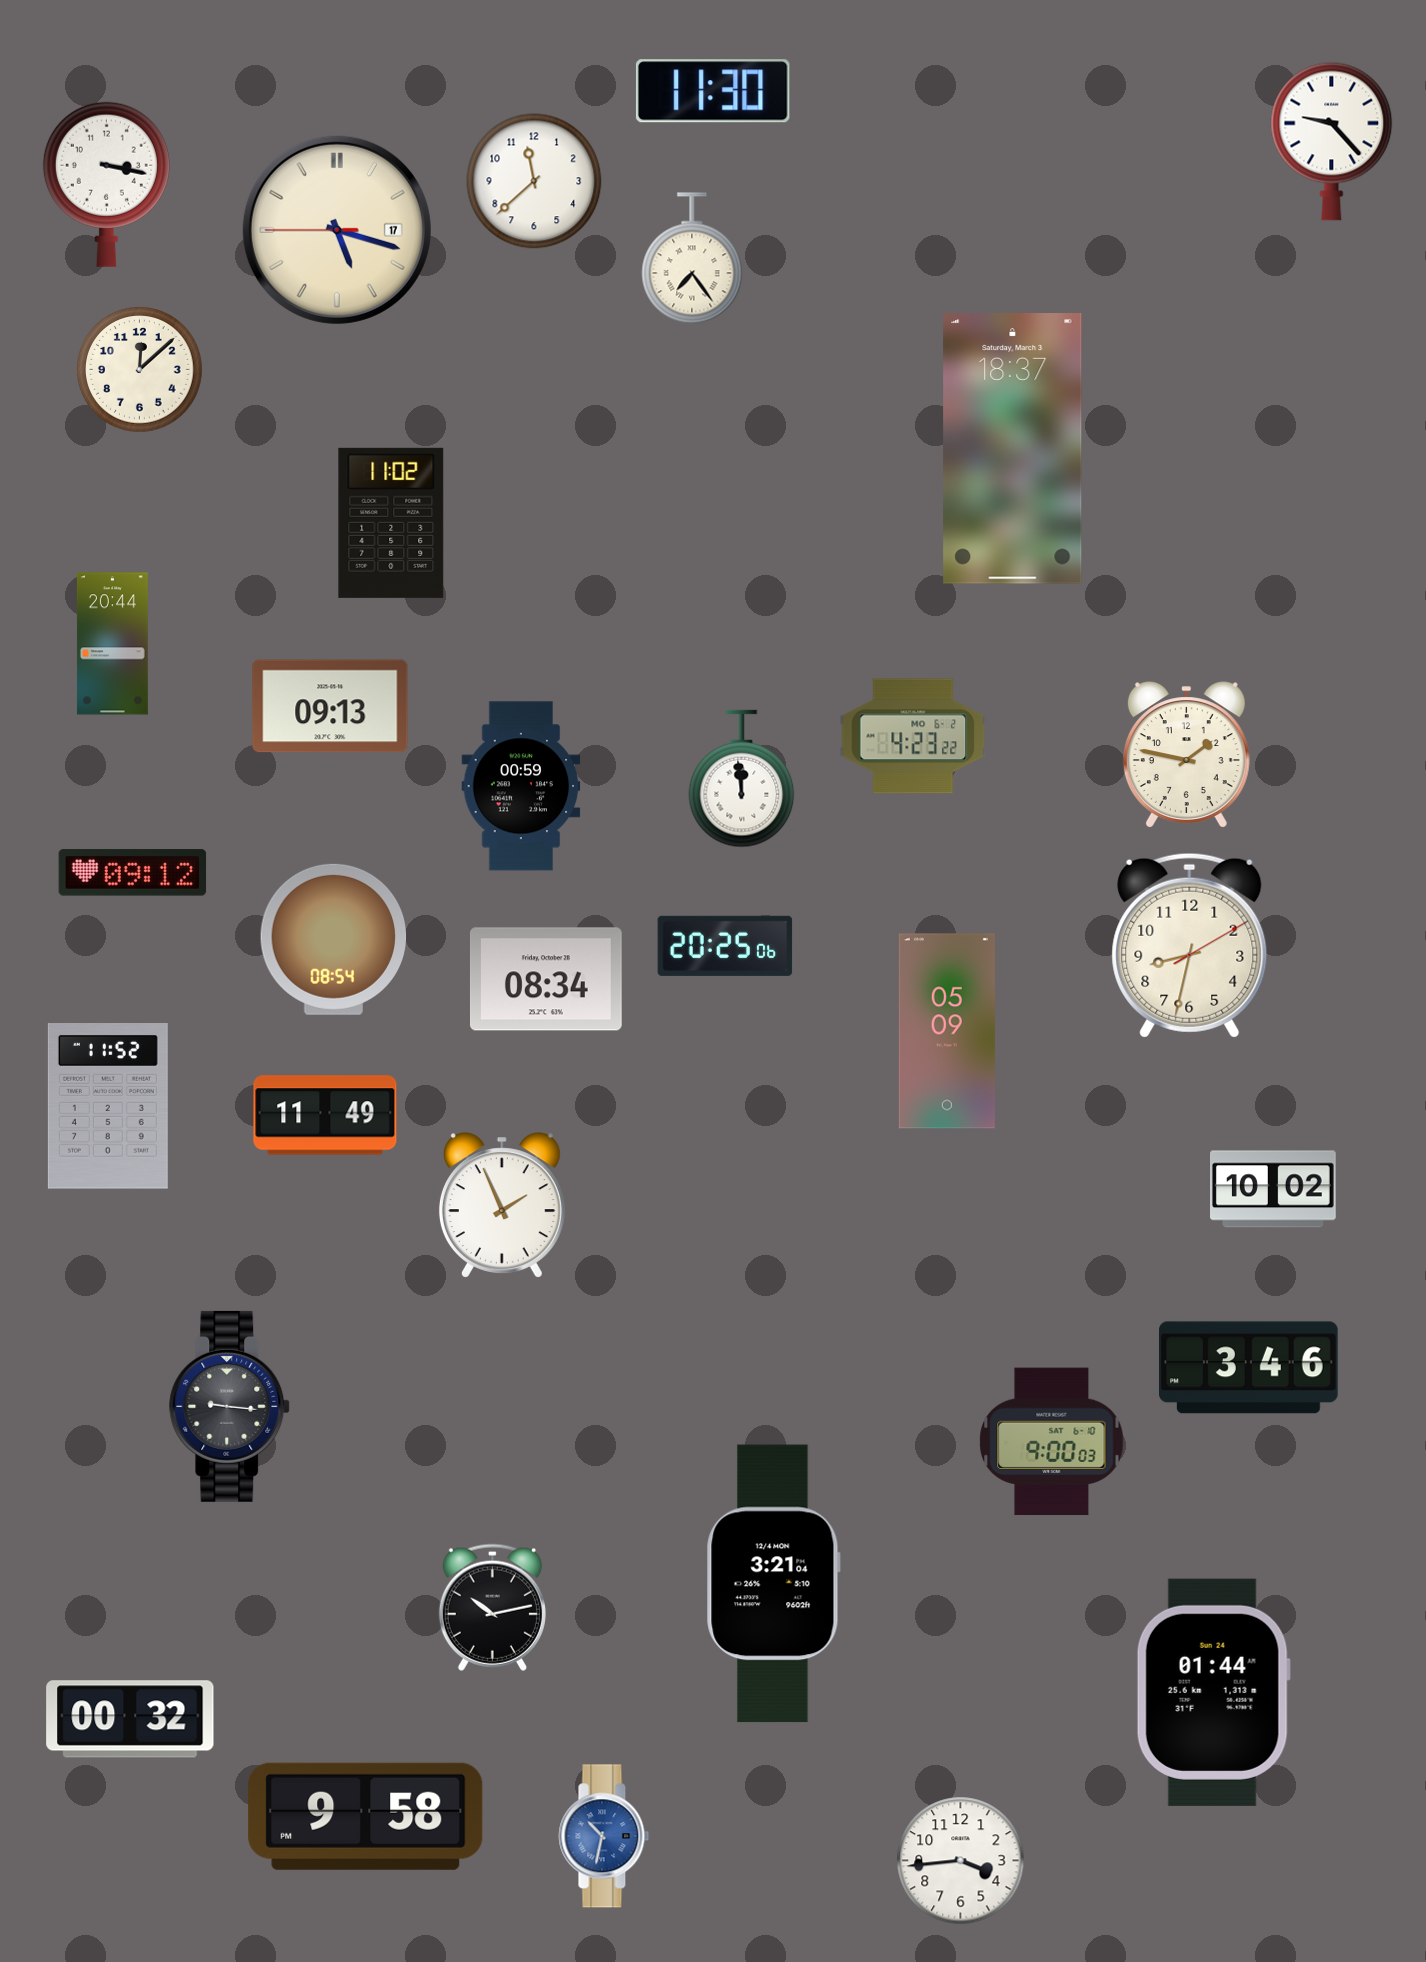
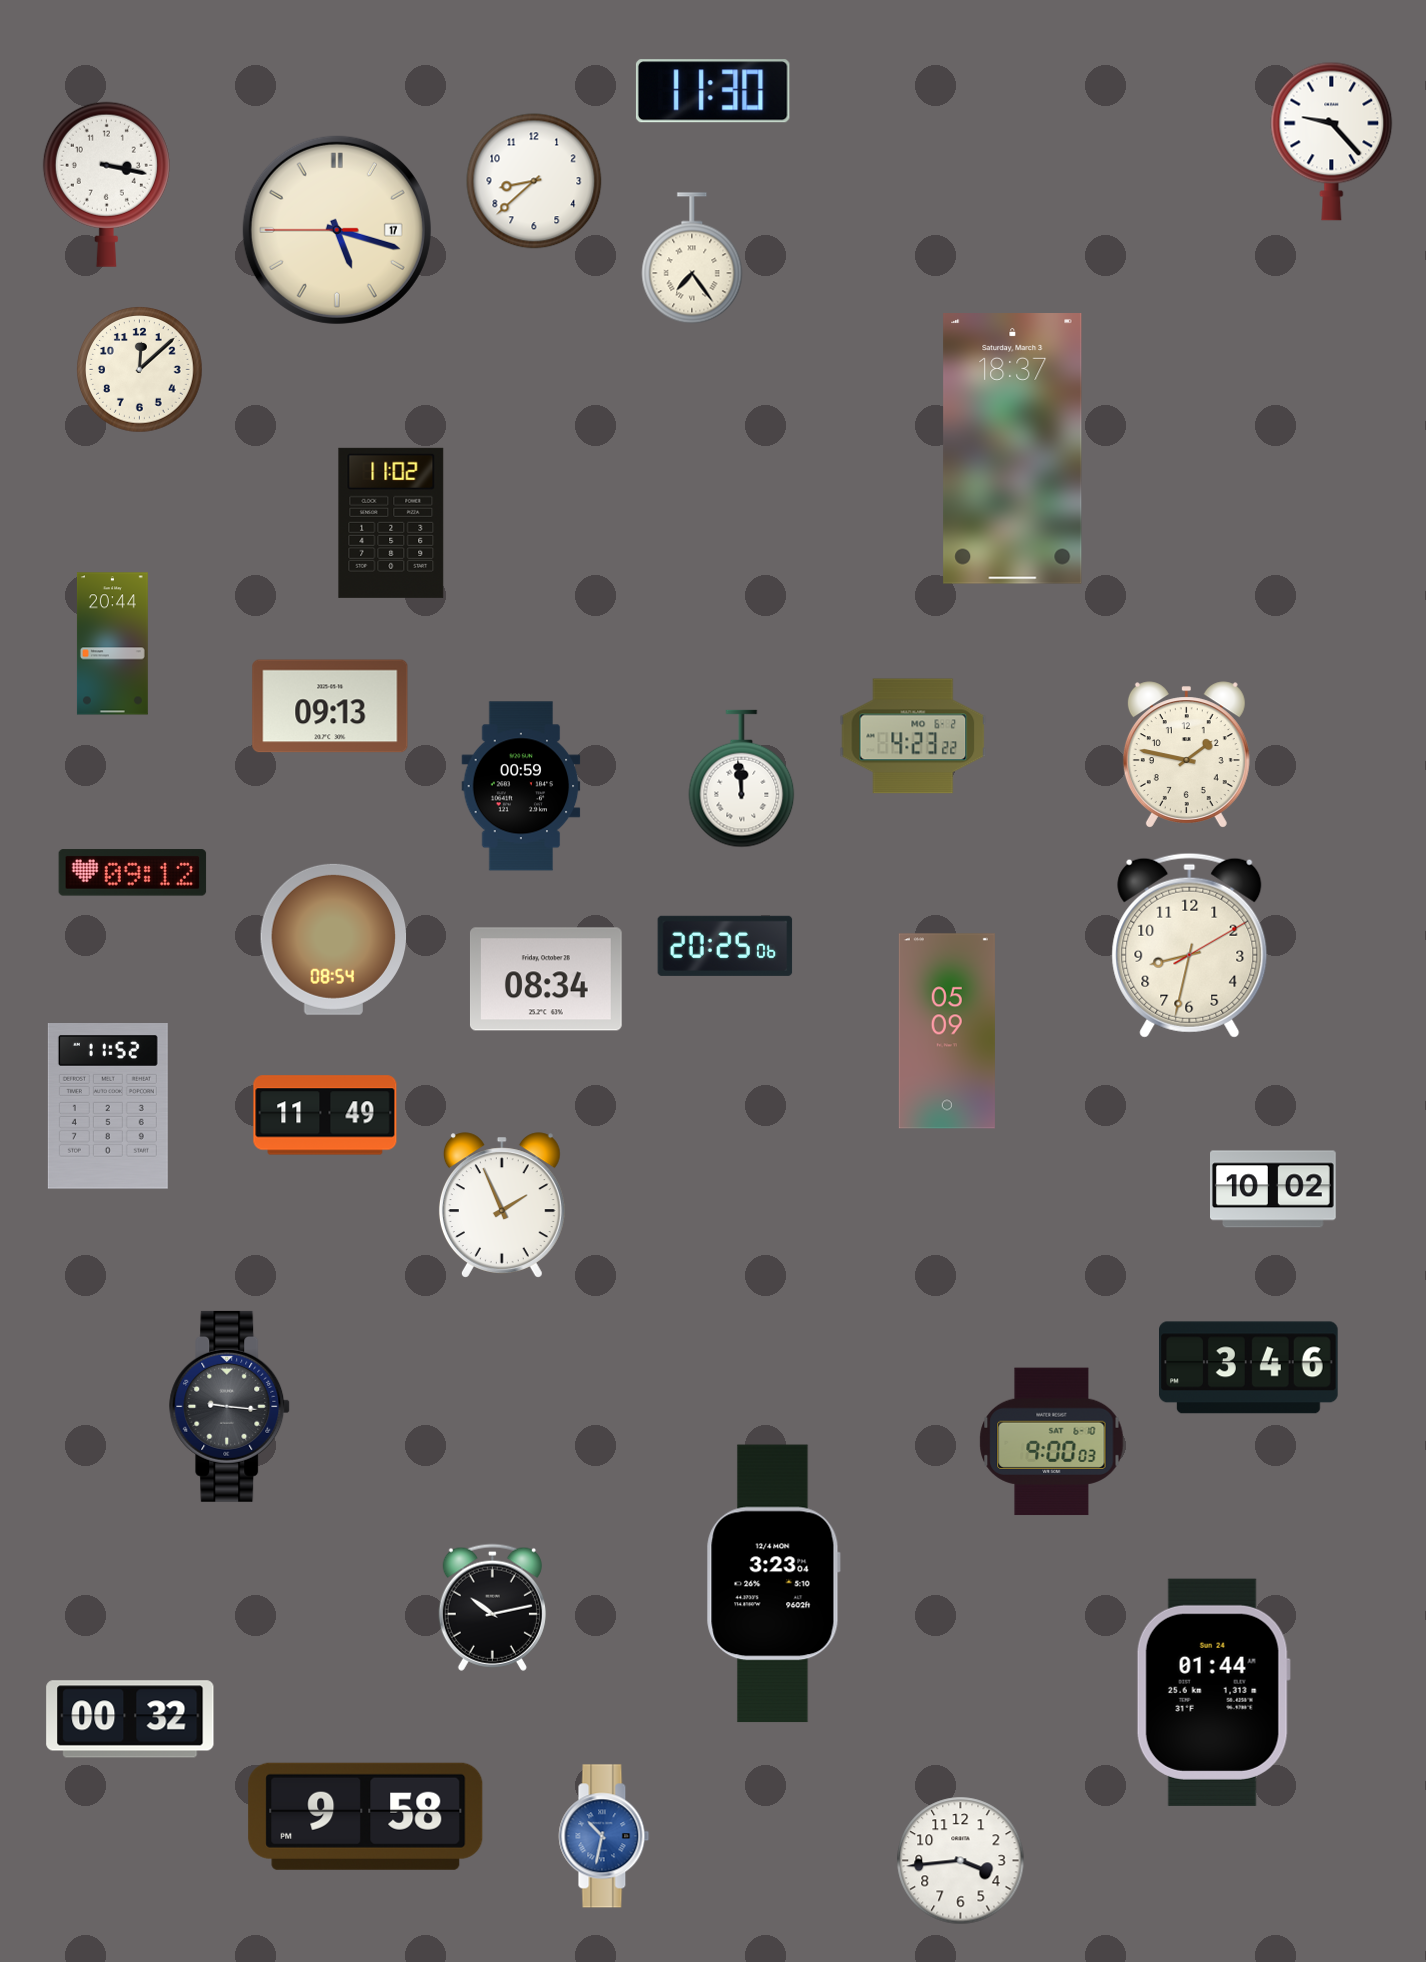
clock at (534, 181): 11:38 -> 8:38
clock at (773, 1584): 3:21 -> 3:23
